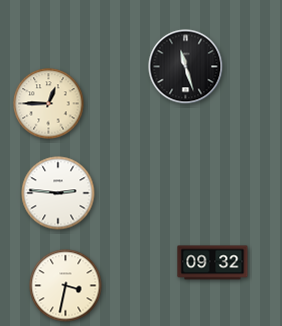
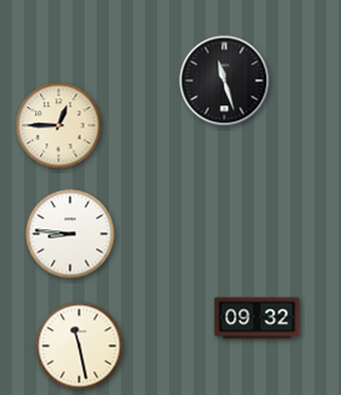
clock at (58, 193): 2:46 -> 8:46
clock at (66, 286): 3:32 -> 11:28
